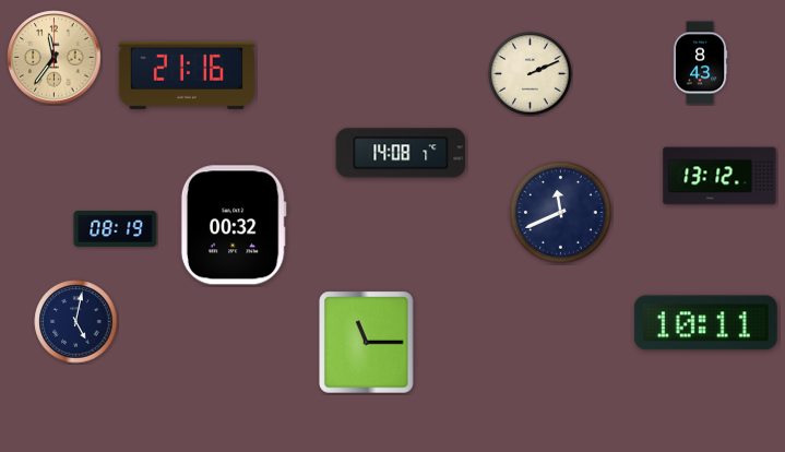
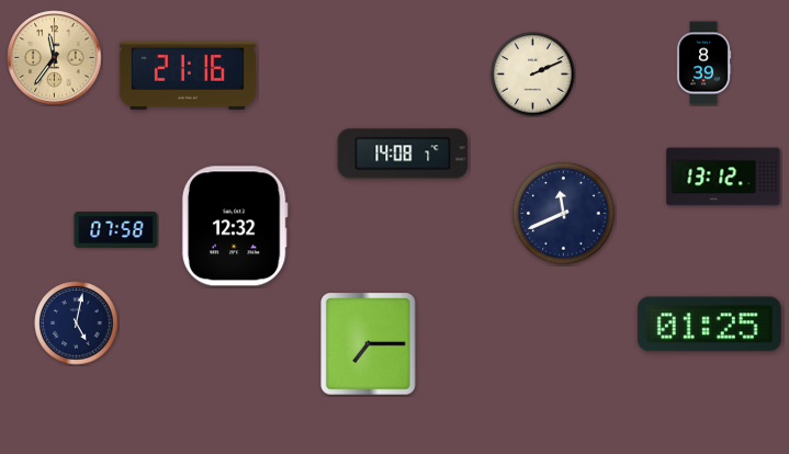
clock at (700, 63): 8:43 -> 8:39
clock at (234, 225): 00:32 -> 12:32
clock at (116, 228): 08:19 -> 07:58
clock at (705, 323): 10:11 -> 01:25
clock at (367, 343): 11:15 -> 7:15
